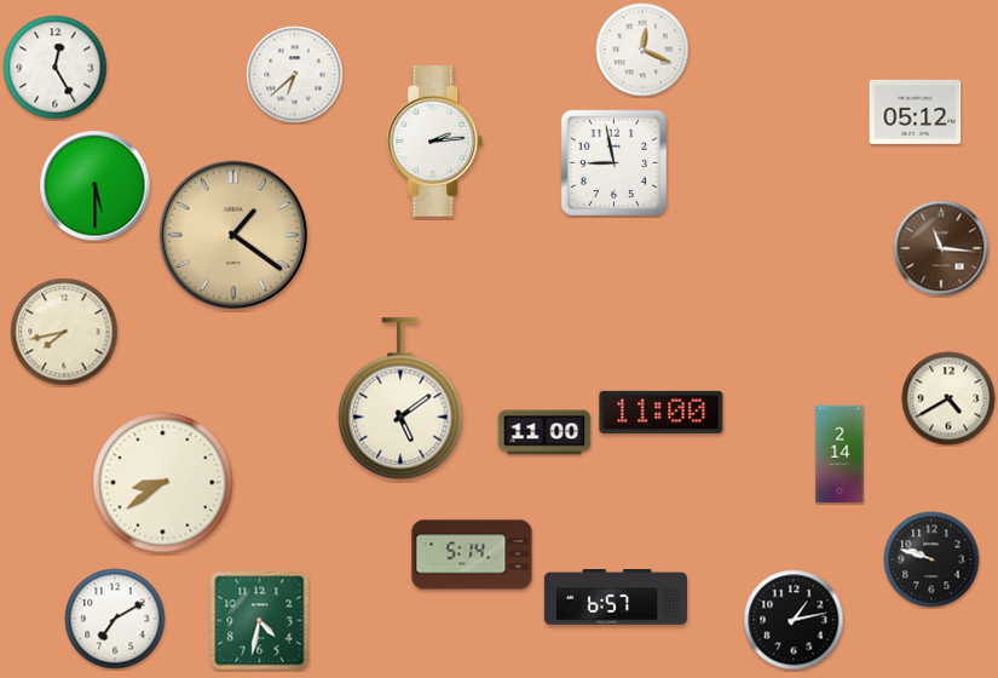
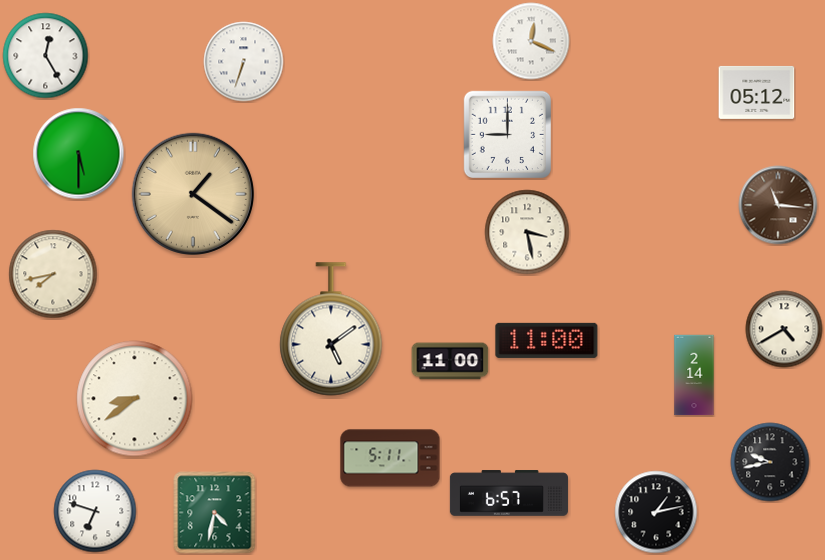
clock at (295, 75): 6:38 -> 6:33
clock at (435, 142): 2:14 -> none
clock at (613, 162): 8:58 -> 9:00
clock at (527, 232): none -> 3:28
clock at (544, 432) position: (544, 432) -> (450, 361)
clock at (472, 555): 5:14 -> 5:11
clock at (931, 559): 9:48 -> 9:43
clock at (115, 619): 7:10 -> 6:48
